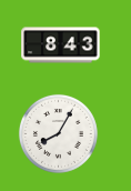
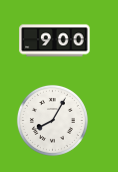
clock at (61, 46): 8:43 -> 9:00
